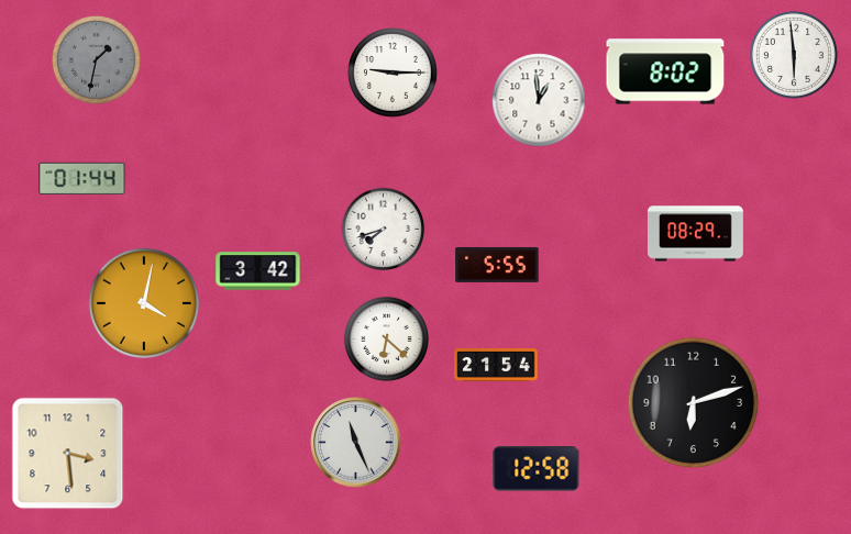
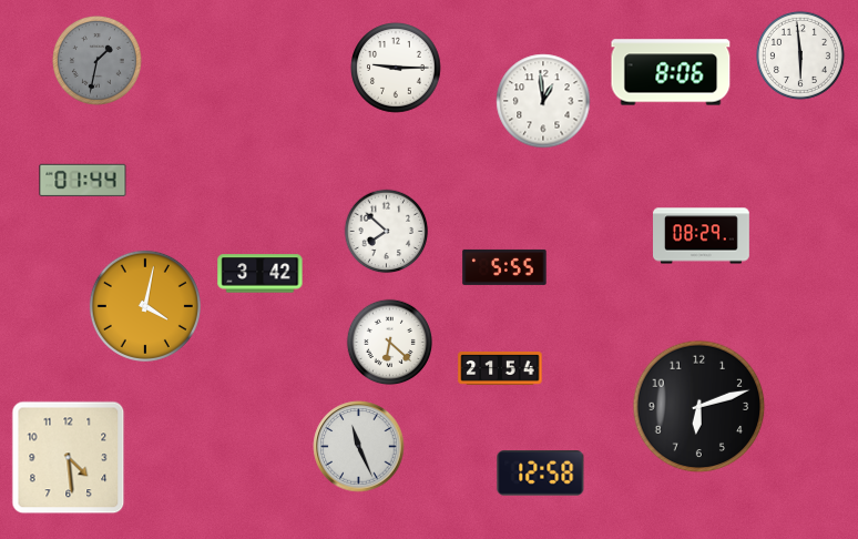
clock at (665, 71): 8:02 -> 8:06
clock at (393, 73) position: (393, 73) -> (396, 68)
clock at (384, 230): 7:42 -> 7:52
clock at (497, 265) position: (497, 265) -> (504, 267)
clock at (68, 454): 3:29 -> 4:29
